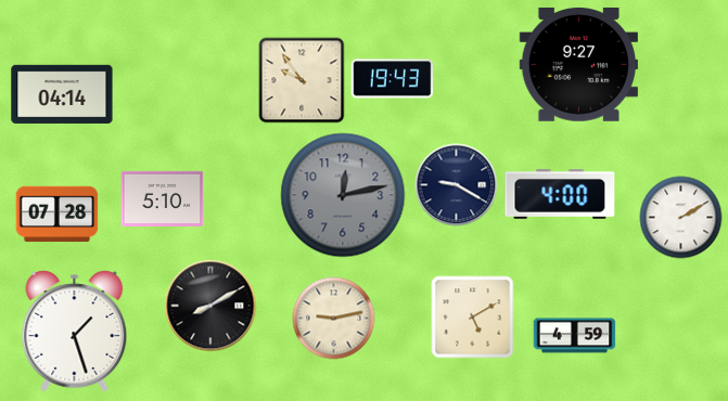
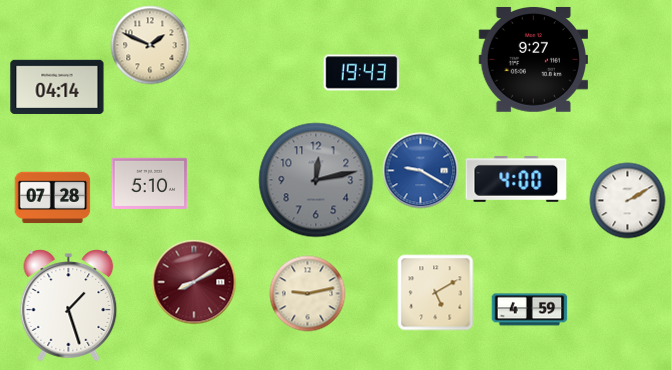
clock at (150, 45): none -> 1:49
clock at (302, 80): 9:54 -> none
clock at (457, 185) dial: navy -> blue
clock at (210, 306) dial: black -> burgundy
